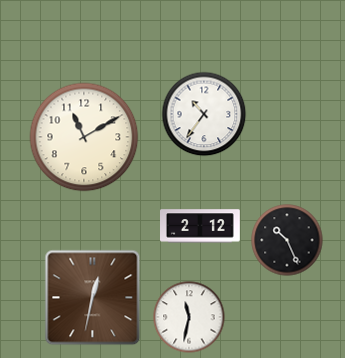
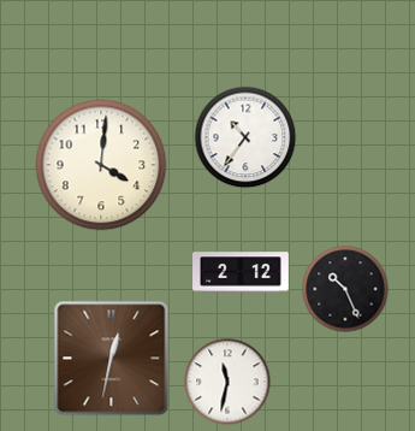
clock at (84, 137): 11:10 -> 4:01
